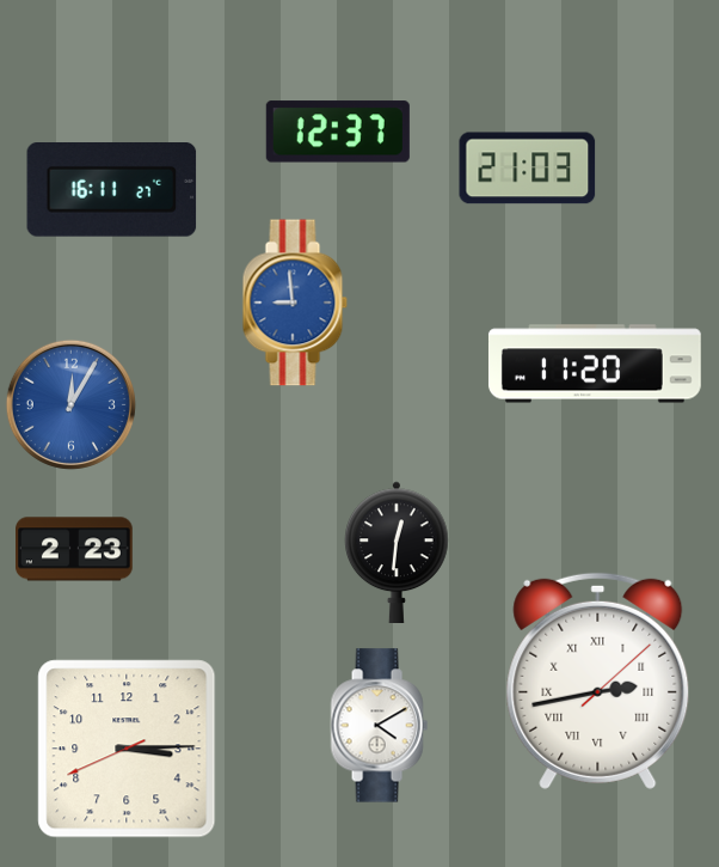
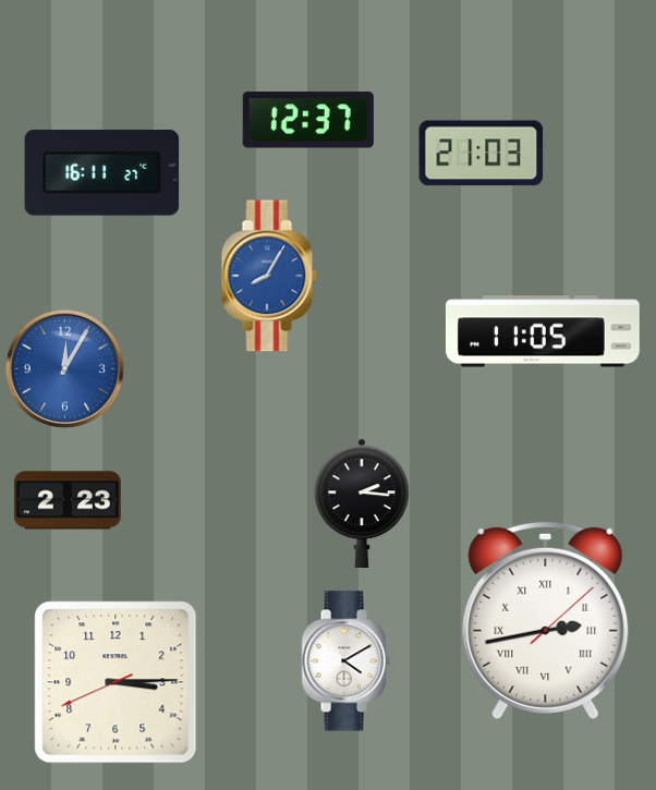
clock at (295, 303): 8:59 -> 8:05
clock at (595, 364): 11:20 -> 11:05
clock at (397, 551): 12:31 -> 2:16
